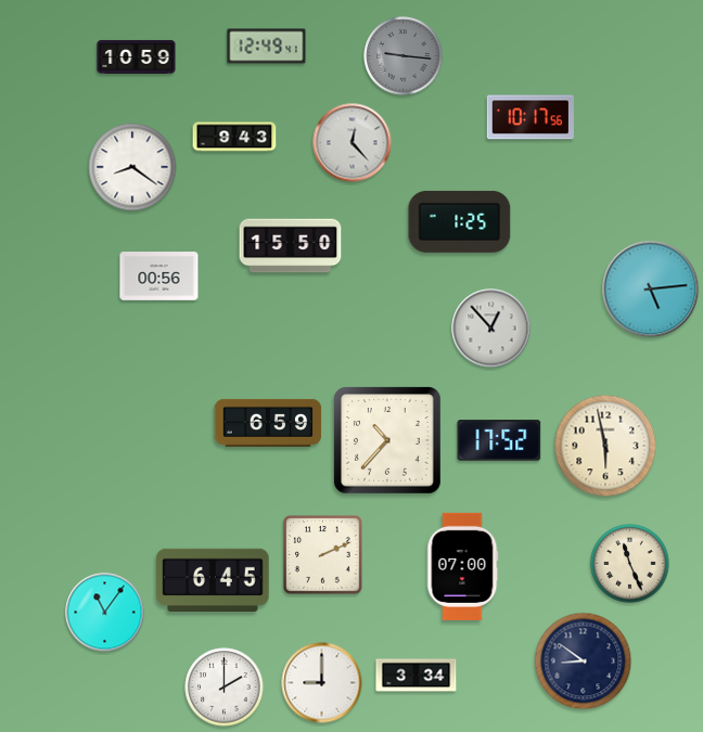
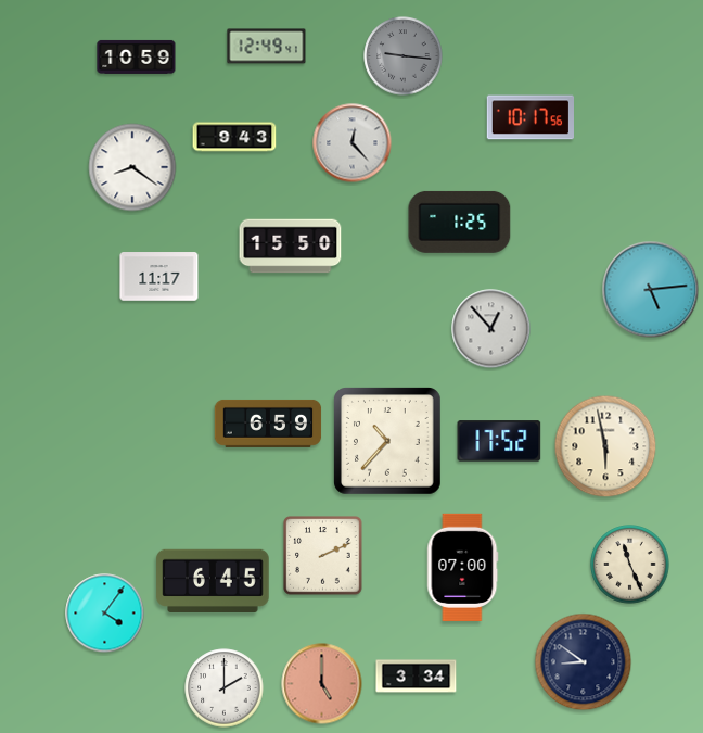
clock at (159, 277): 00:56 -> 11:17
clock at (105, 613): 11:06 -> 4:06
clock at (322, 683): 9:00 -> 5:00
clock at (322, 683) dial: white -> salmon
